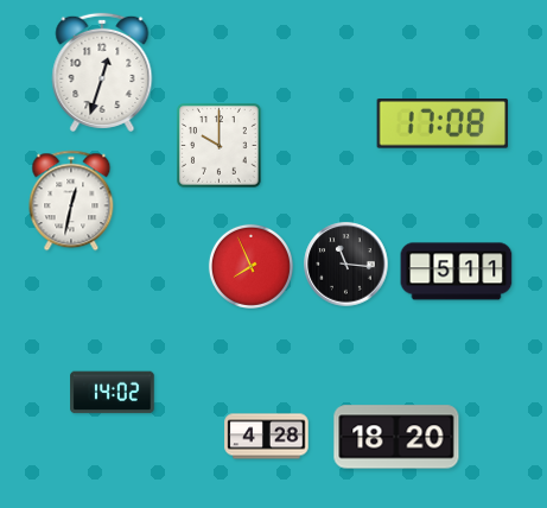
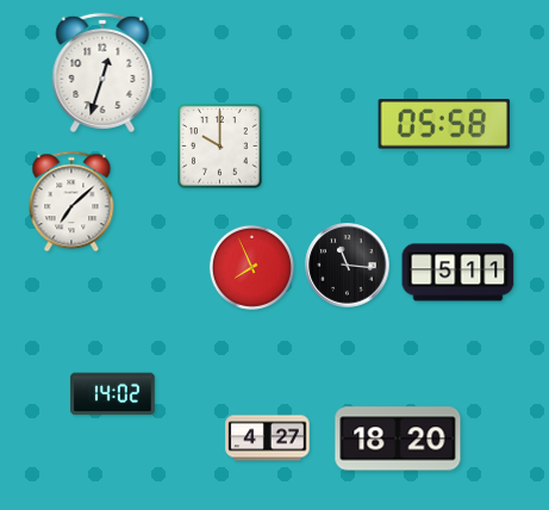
clock at (443, 125): 17:08 -> 05:58
clock at (71, 201): 12:32 -> 7:08
clock at (267, 437): 4:28 -> 4:27
